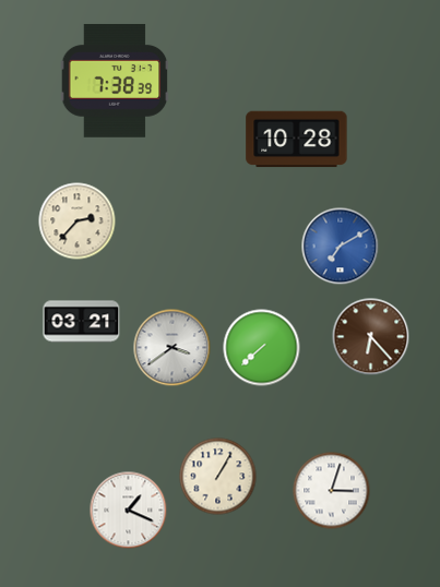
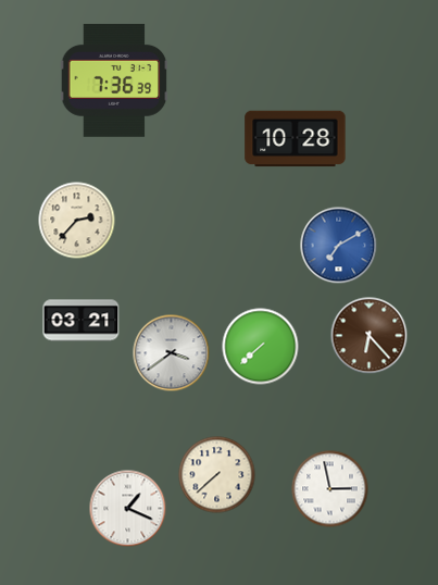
clock at (115, 81): 7:38 -> 7:36
clock at (173, 348) position: (173, 348) -> (172, 353)
clock at (218, 477): 1:05 -> 7:38
clock at (332, 491): 3:03 -> 2:58
